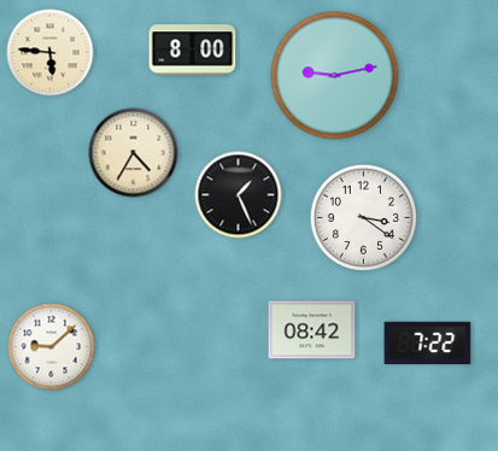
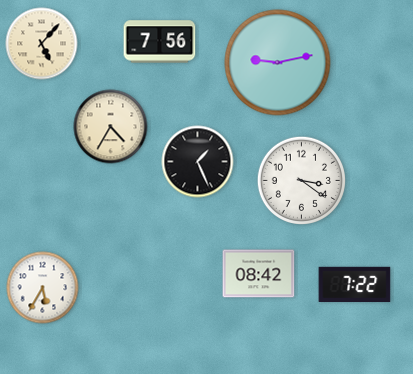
clock at (193, 51): 8:00 -> 7:56
clock at (51, 53): 5:46 -> 5:07
clock at (52, 347): 9:08 -> 5:35
